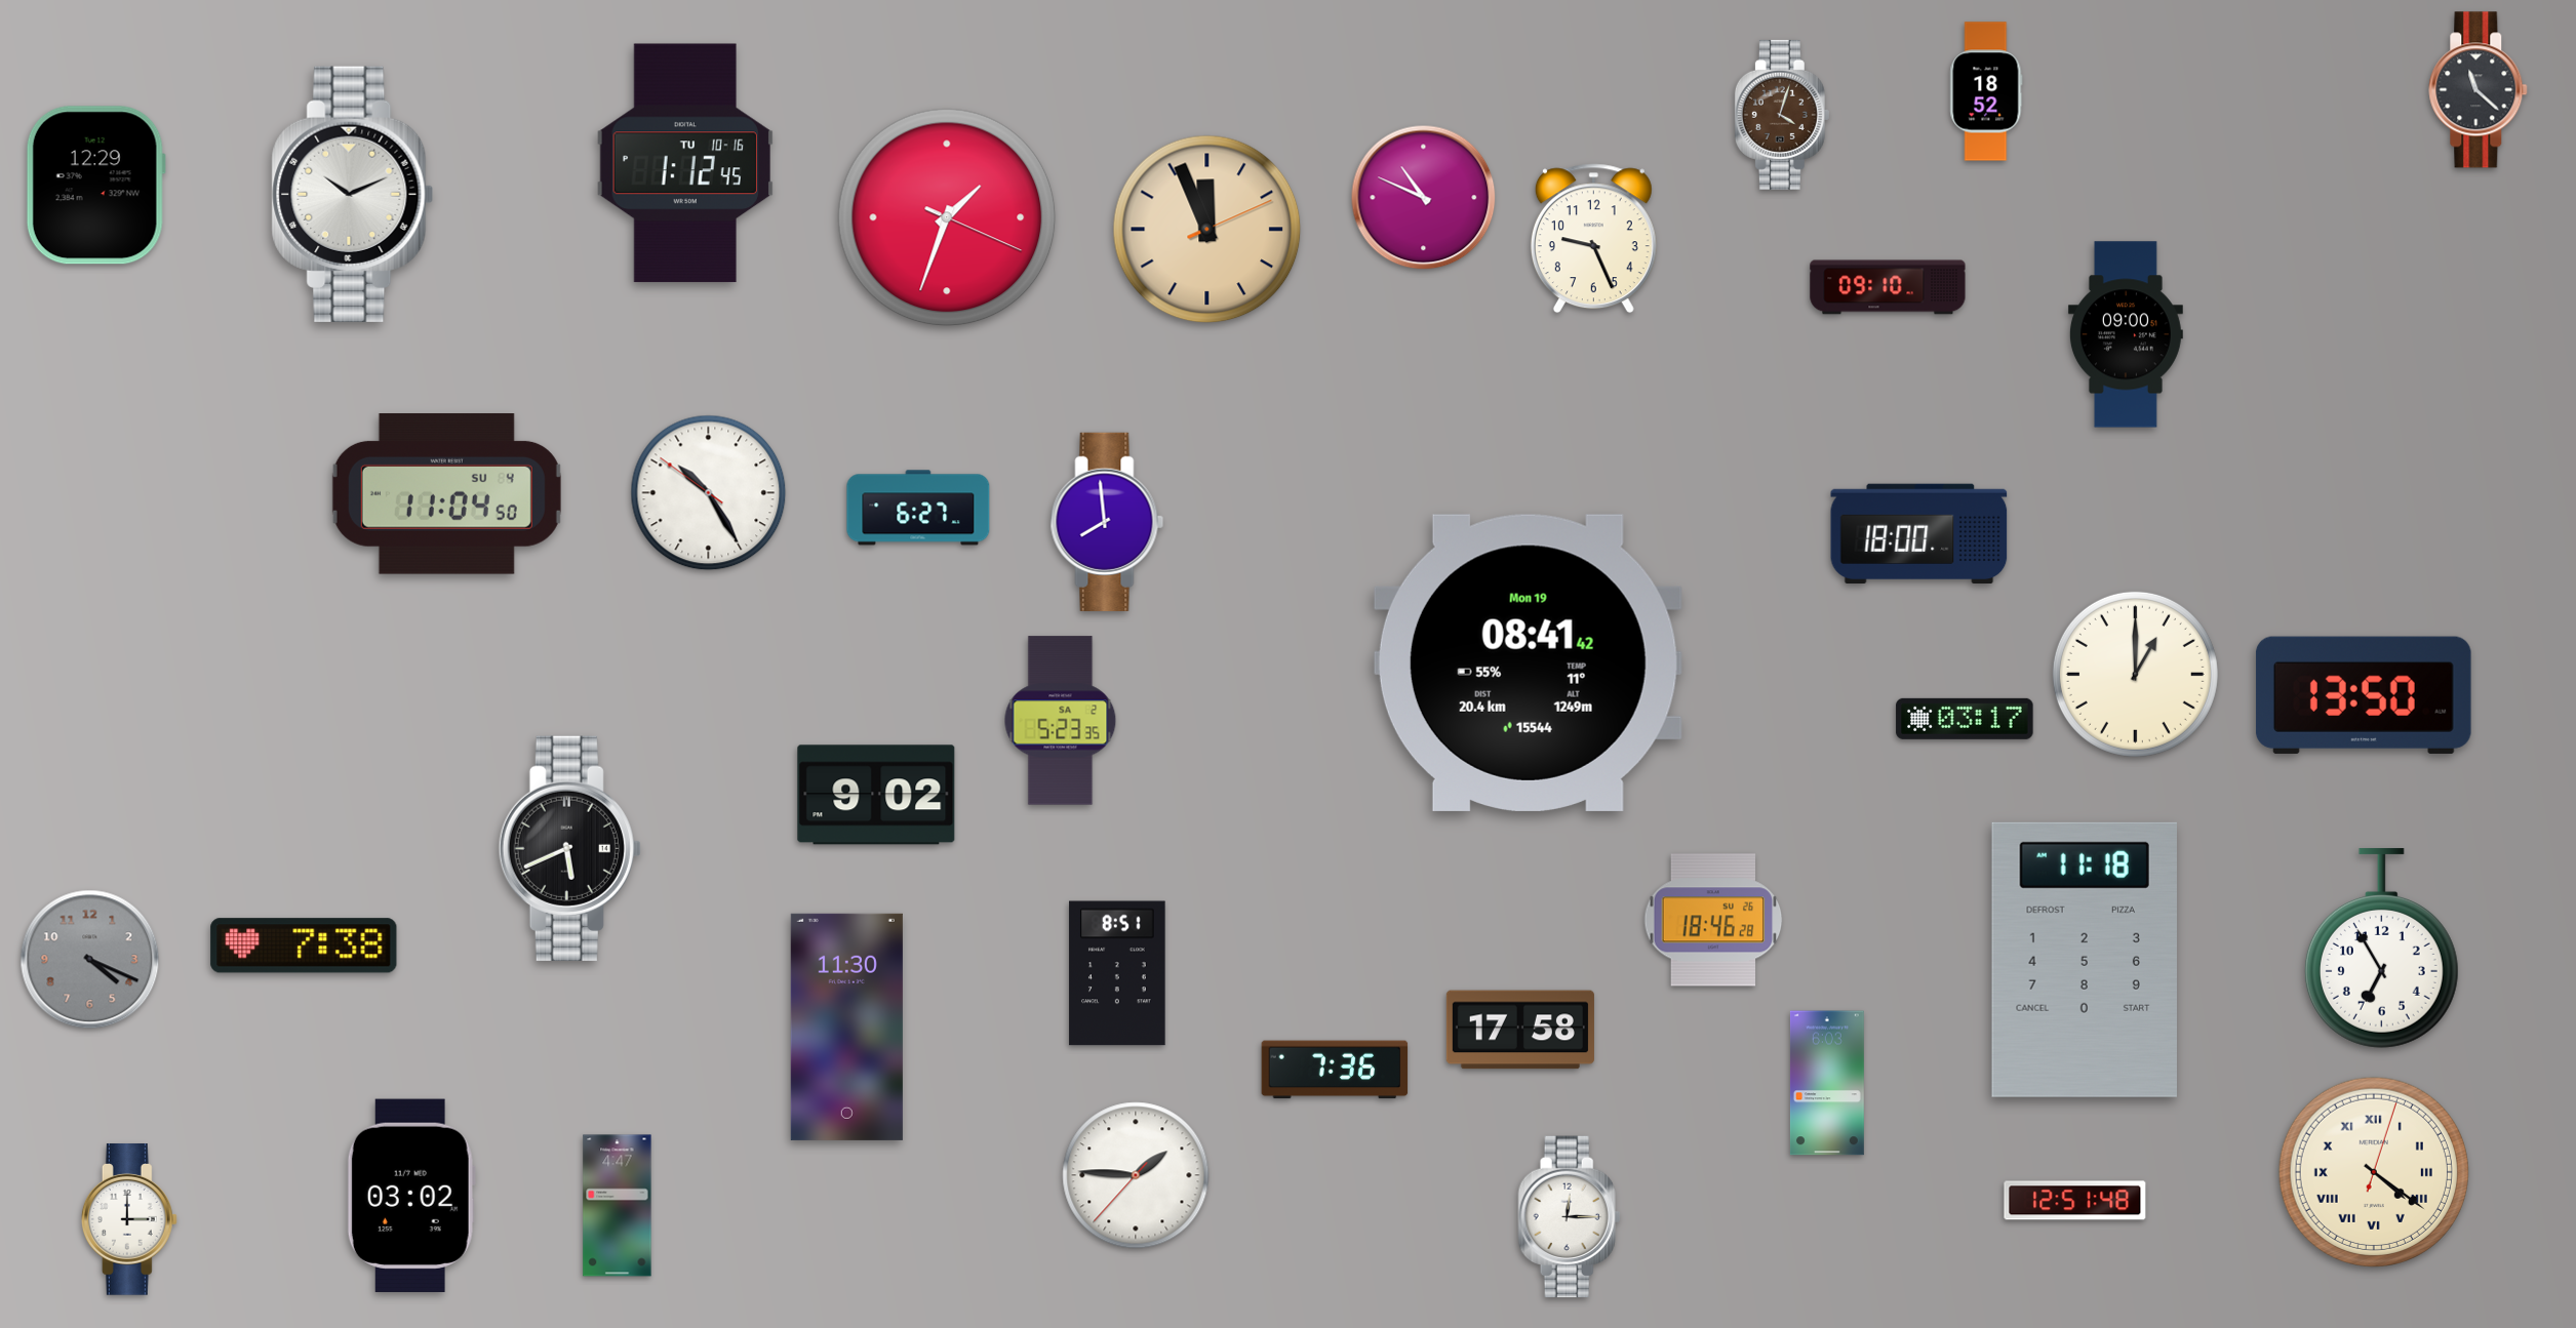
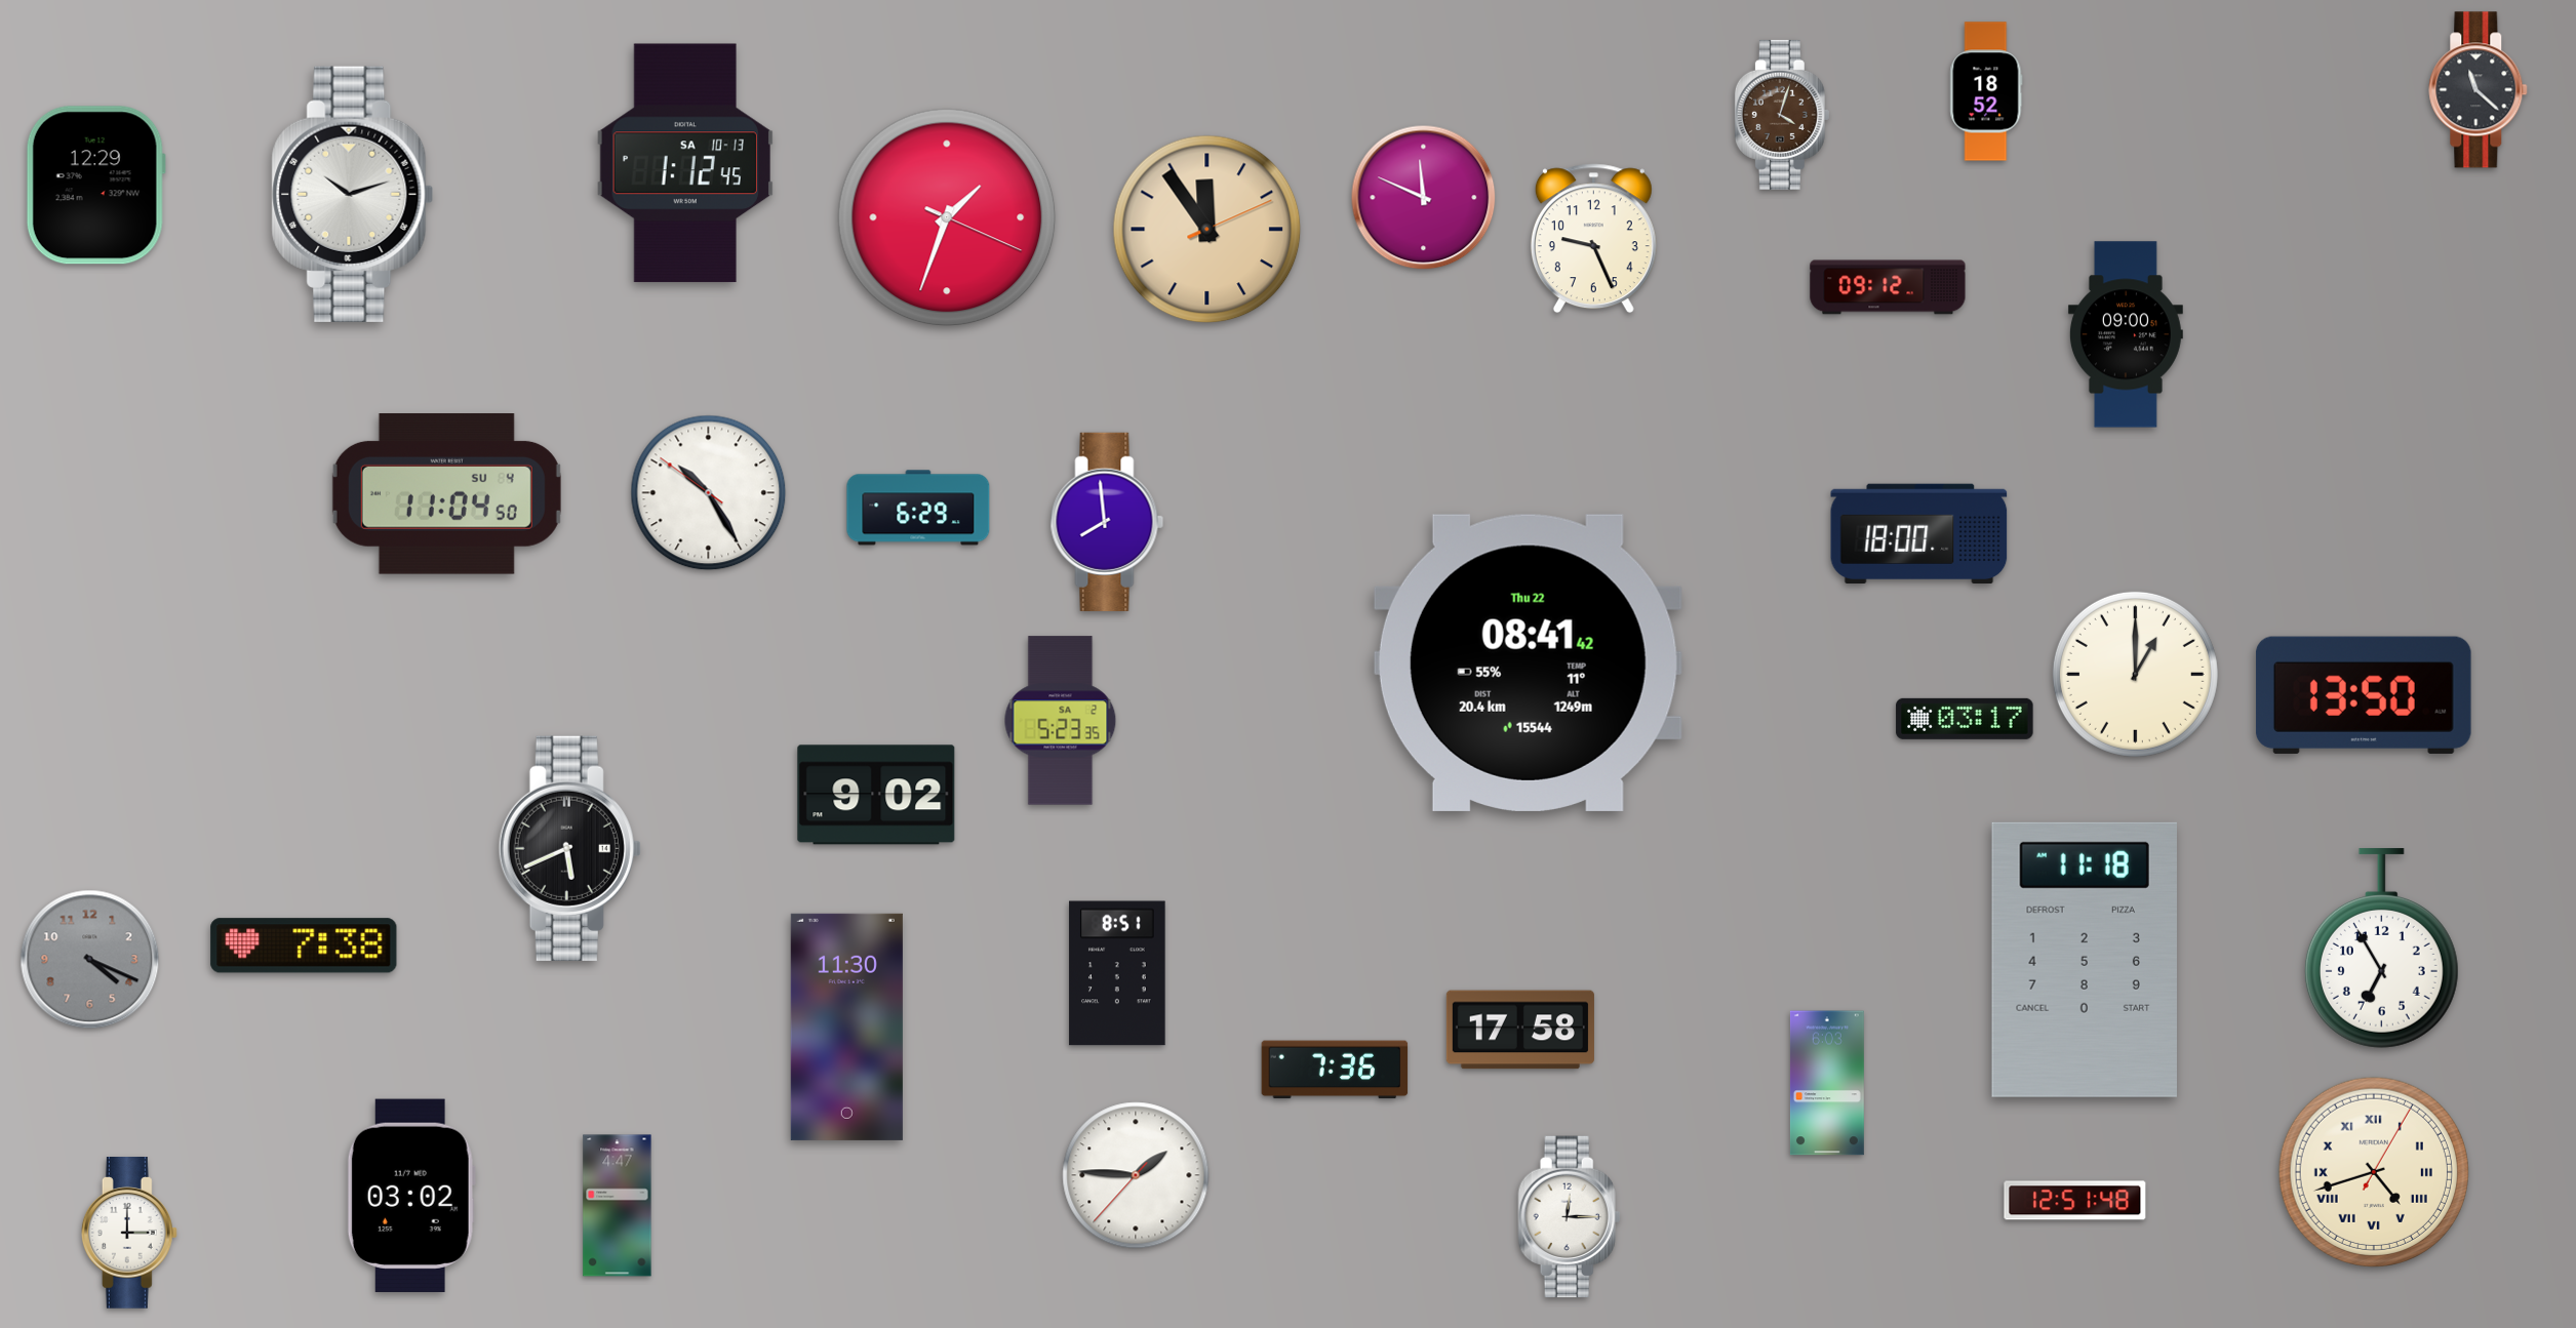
clock at (684, 163) date: TU 10-16 -> SA 10-13
clock at (353, 194): 10:11 -> 10:12
clock at (1424, 198): 10:49 -> 11:49
clock at (1207, 230): 11:56 -> 11:54
clock at (1888, 287): 09:10 -> 09:12
clock at (918, 508): 6:27 -> 6:29
clock at (1528, 662) date: Mon 19 -> Thu 22
clock at (1713, 920): 18:46 -> none
clock at (2374, 1172): 4:21 -> 4:42
clock at (129, 1220) position: (129, 1220) -> (129, 1234)
